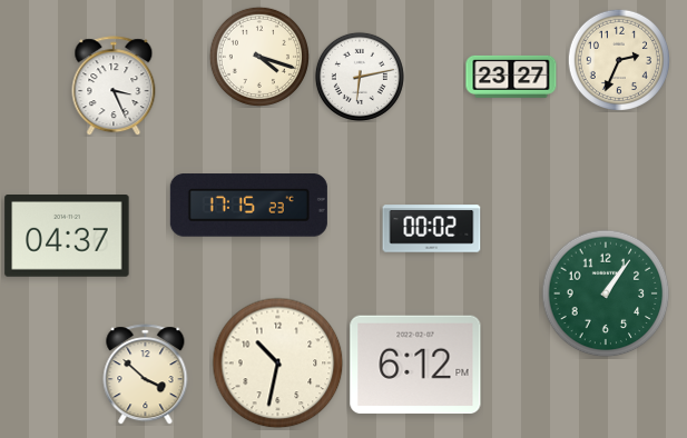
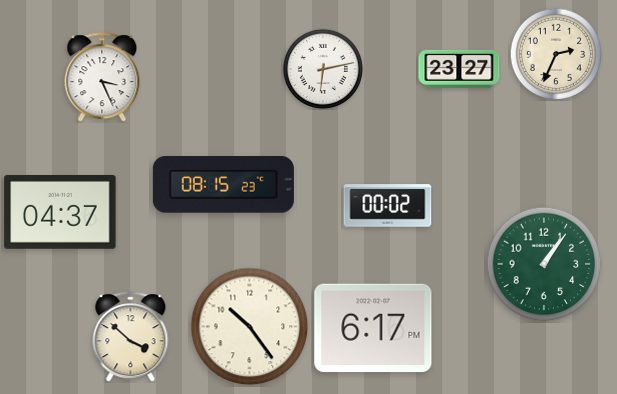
clock at (259, 57): 4:18 -> none
clock at (248, 206): 17:15 -> 08:15
clock at (278, 364): 10:32 -> 10:24
clock at (415, 365): 6:12 -> 6:17
